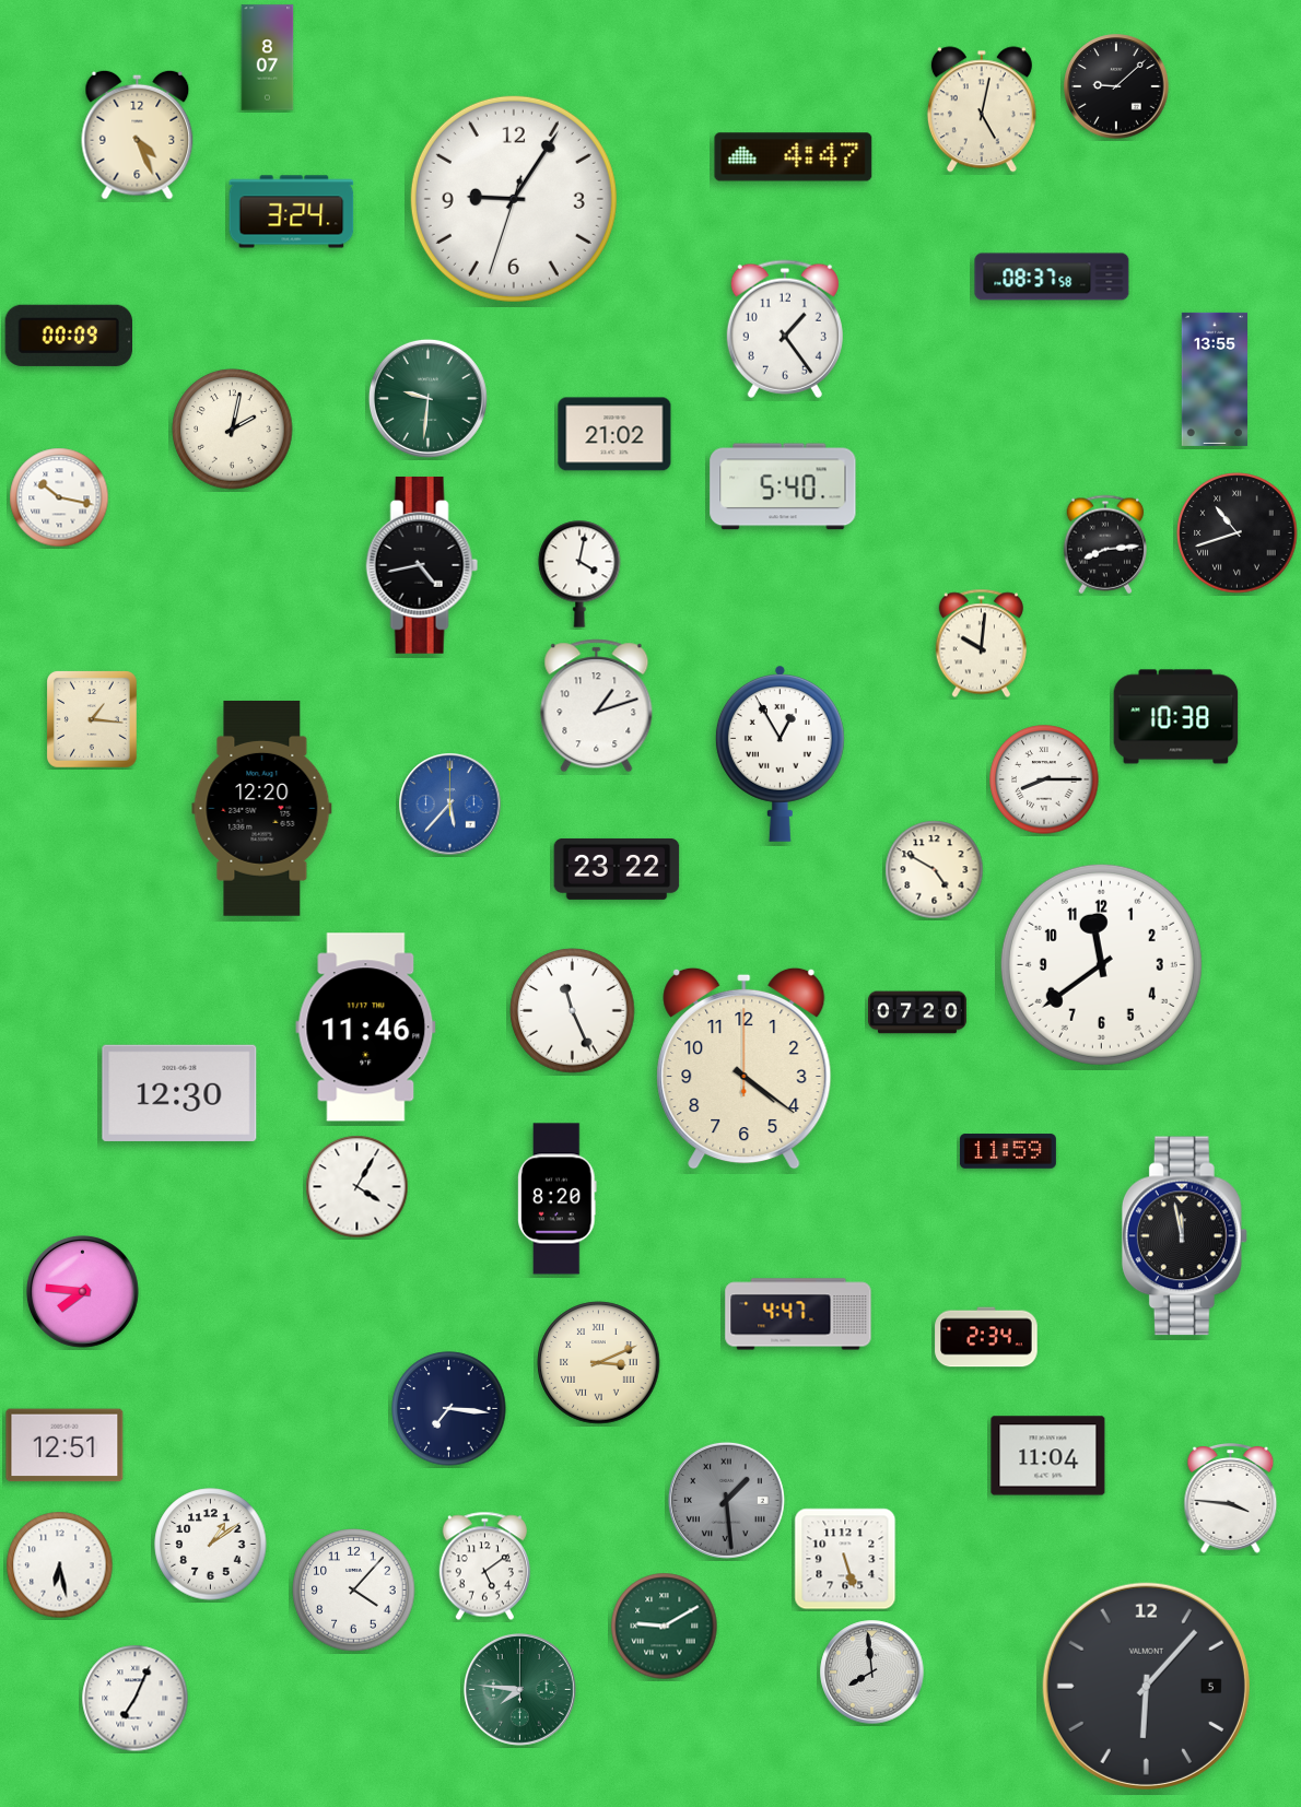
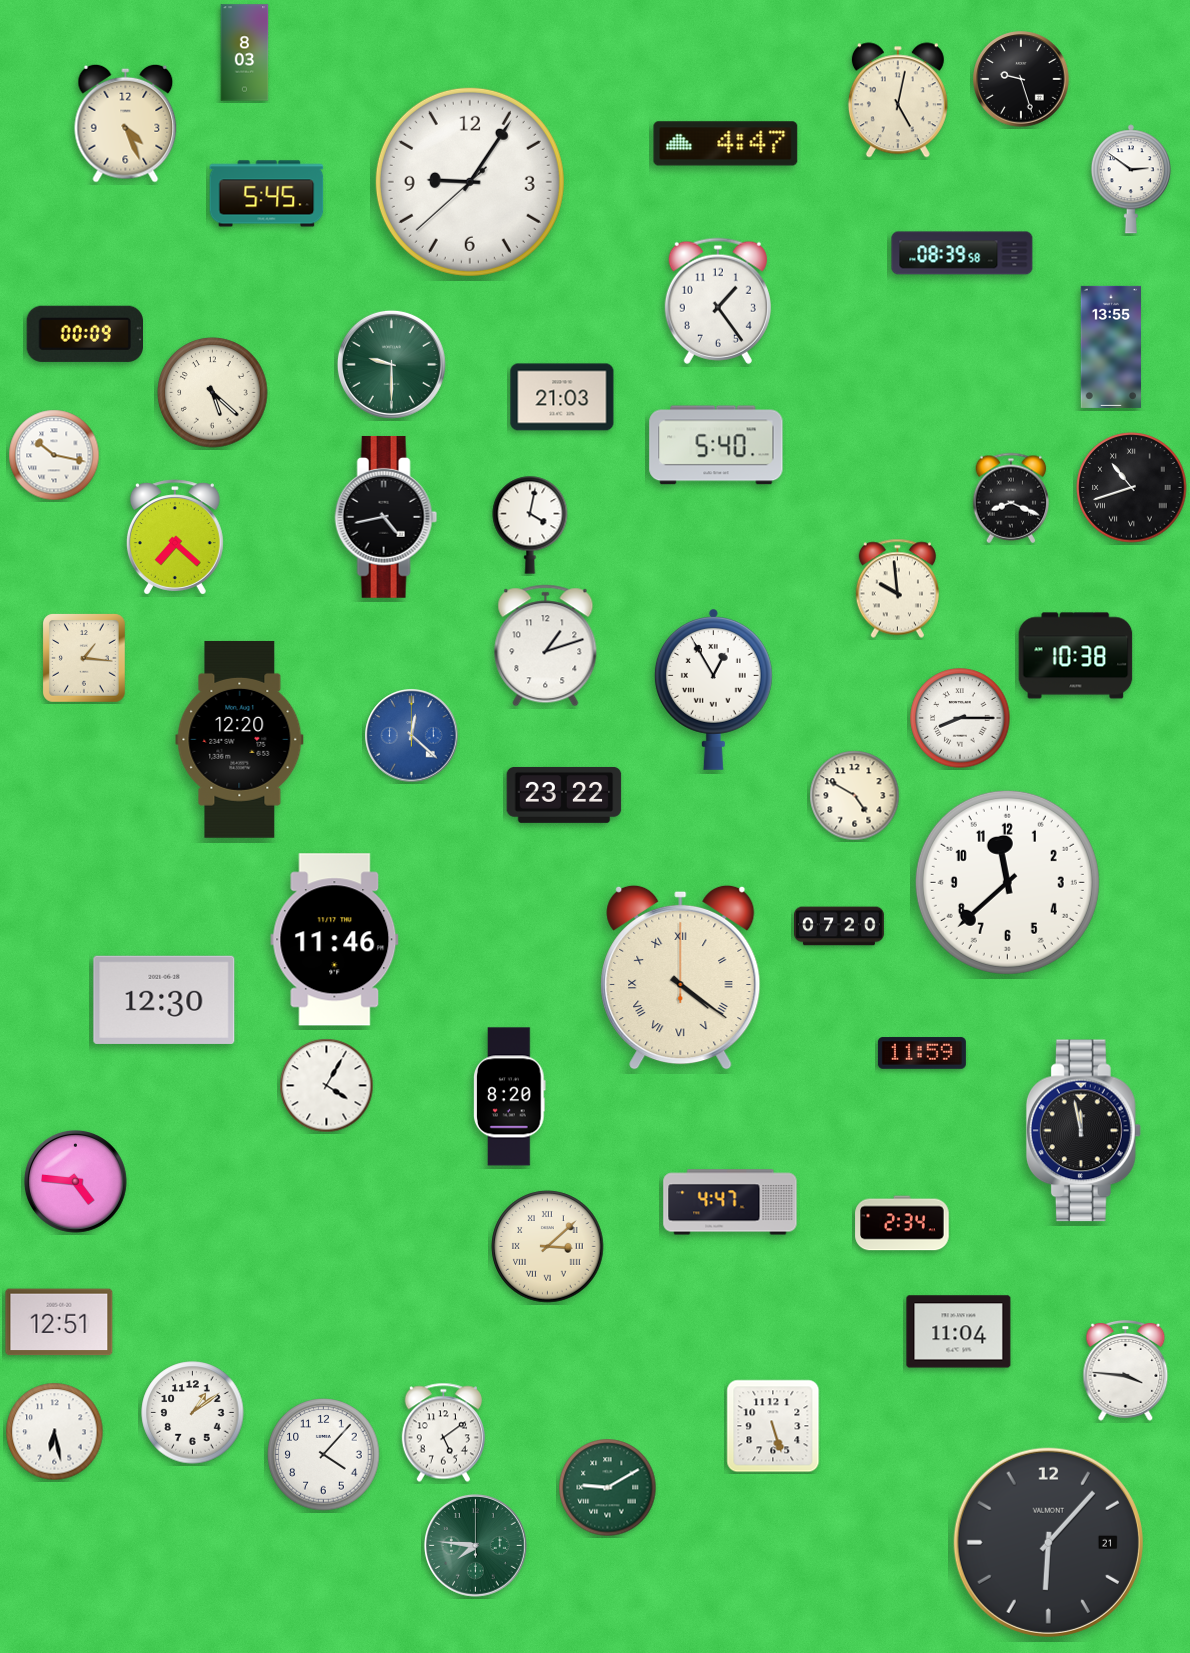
clock at (268, 58): 8:07 -> 8:03
clock at (1116, 86): 9:08 -> 9:27
clock at (1131, 179): none -> 2:51
clock at (514, 199): 9:05:33 -> 9:05:38
clock at (292, 212): 3:24 -> 5:45
clock at (1052, 277): 08:37 -> 08:39
clock at (68, 336) position: (68, 336) -> (84, 334)
clock at (427, 398): 9:31 -> 9:30
clock at (233, 430): 2:02 -> 5:22
clock at (614, 434): 21:02 -> 21:03
clock at (1105, 544): 8:14 -> 8:19
clock at (175, 537): none -> 7:22
clock at (981, 644): 10:01 -> 9:59
clock at (1044, 779) position: (1044, 779) -> (960, 718)
clock at (450, 805): 5:37 -> 12:22
clock at (1101, 964): 11:39 -> 11:38
clock at (573, 1011): 11:26 -> none
clock at (745, 1068) numerals: Arabic -> Roman
clock at (82, 1291): 7:46 -> 4:46
clock at (599, 1363): 3:11 -> 3:08
clock at (449, 1409): 7:16 -> none
clock at (726, 1500): 1:29 -> none
clock at (872, 1673): 7:59 -> none
clock at (1146, 1686) date: 5 -> 21
clock at (136, 1699): 7:04 -> none
